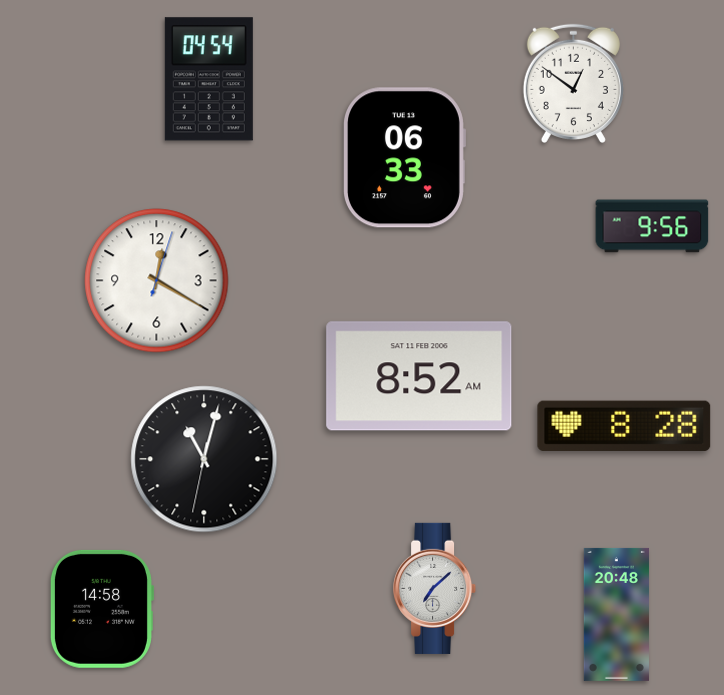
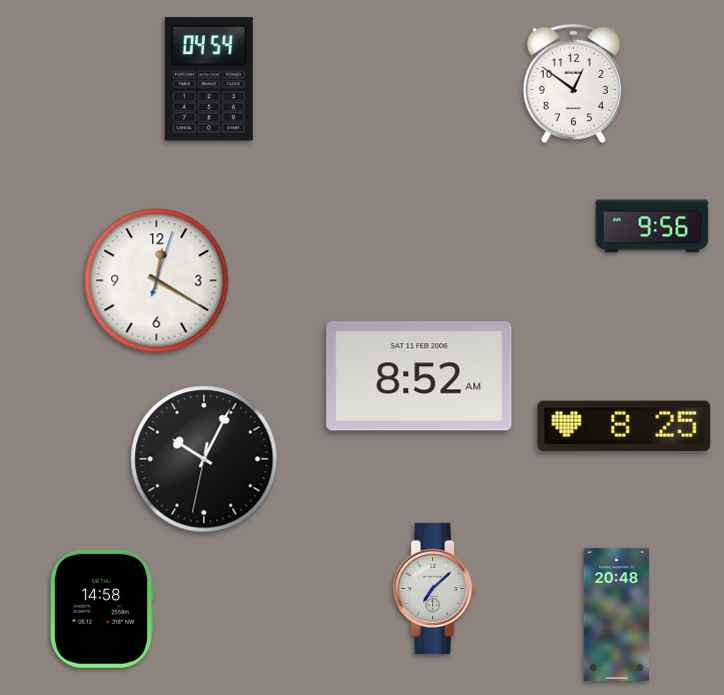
clock at (405, 158): 06:33 -> none
clock at (624, 426): 8:28 -> 8:25
clock at (204, 459): 11:02 -> 10:04
